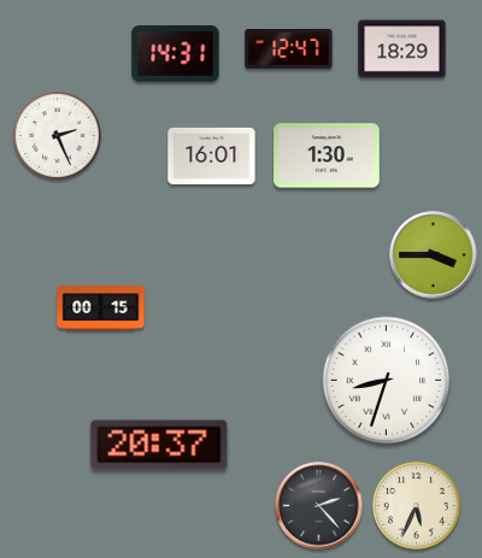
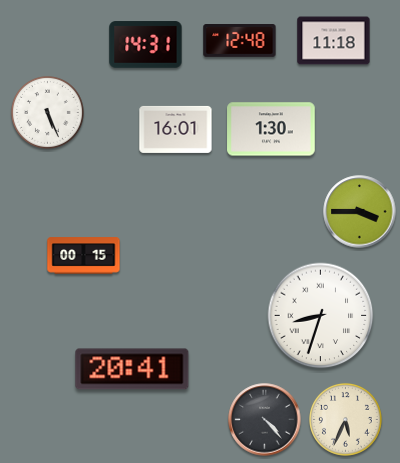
clock at (289, 49): 12:47 -> 12:48
clock at (402, 49): 18:29 -> 11:18
clock at (58, 136): 2:26 -> 5:26
clock at (159, 445): 20:37 -> 20:41
clock at (319, 506): 2:23 -> 4:23
